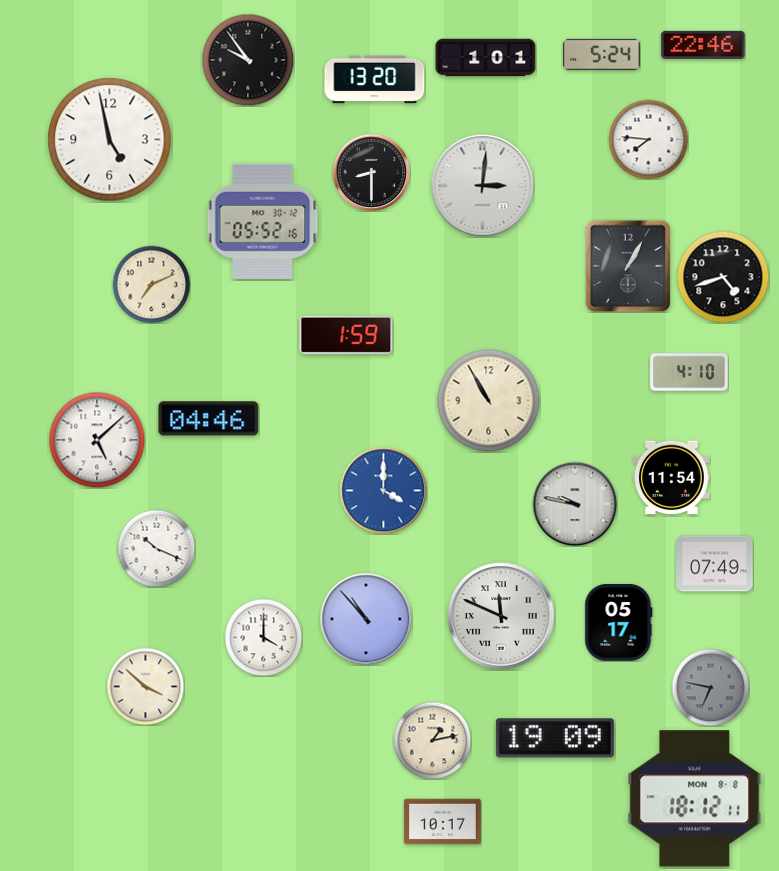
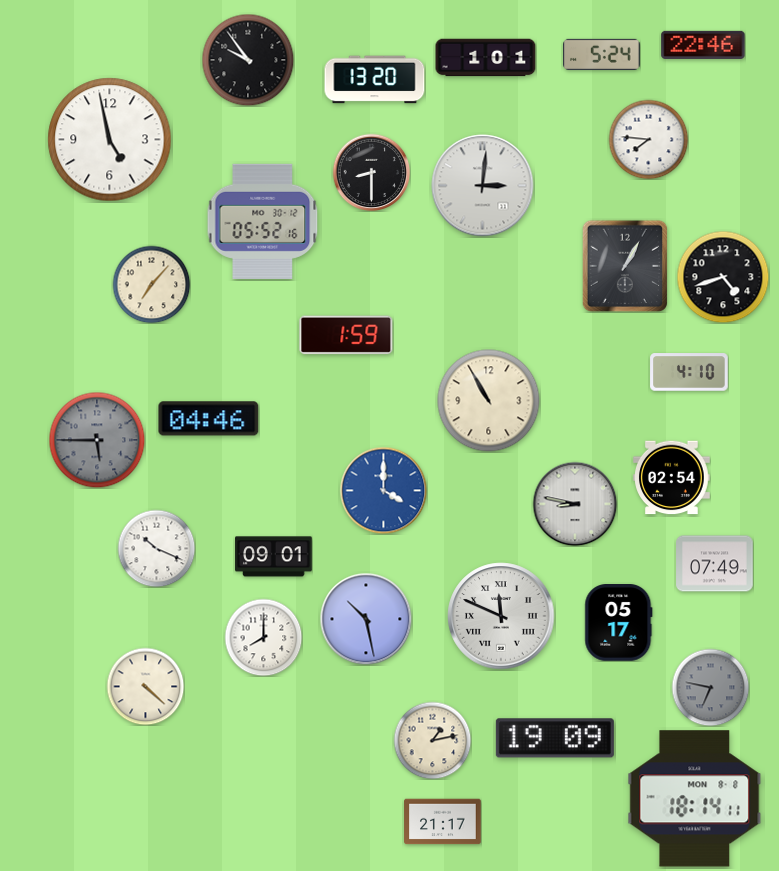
clock at (628, 266) position: (628, 266) -> (625, 266)
clock at (151, 284): 7:11 -> 7:07
clock at (97, 440): 5:08 -> 5:45
clock at (97, 440) dial: white -> grey
clock at (672, 478): 11:54 -> 02:54
clock at (575, 504): 9:47 -> 8:47
clock at (274, 557): none -> 09:01
clock at (366, 619): 10:53 -> 10:28
clock at (263, 637): 4:00 -> 8:00
clock at (145, 686): 3:52 -> 4:22
clock at (695, 799): 18:12 -> 18:14
clock at (443, 822): 10:17 -> 21:17
